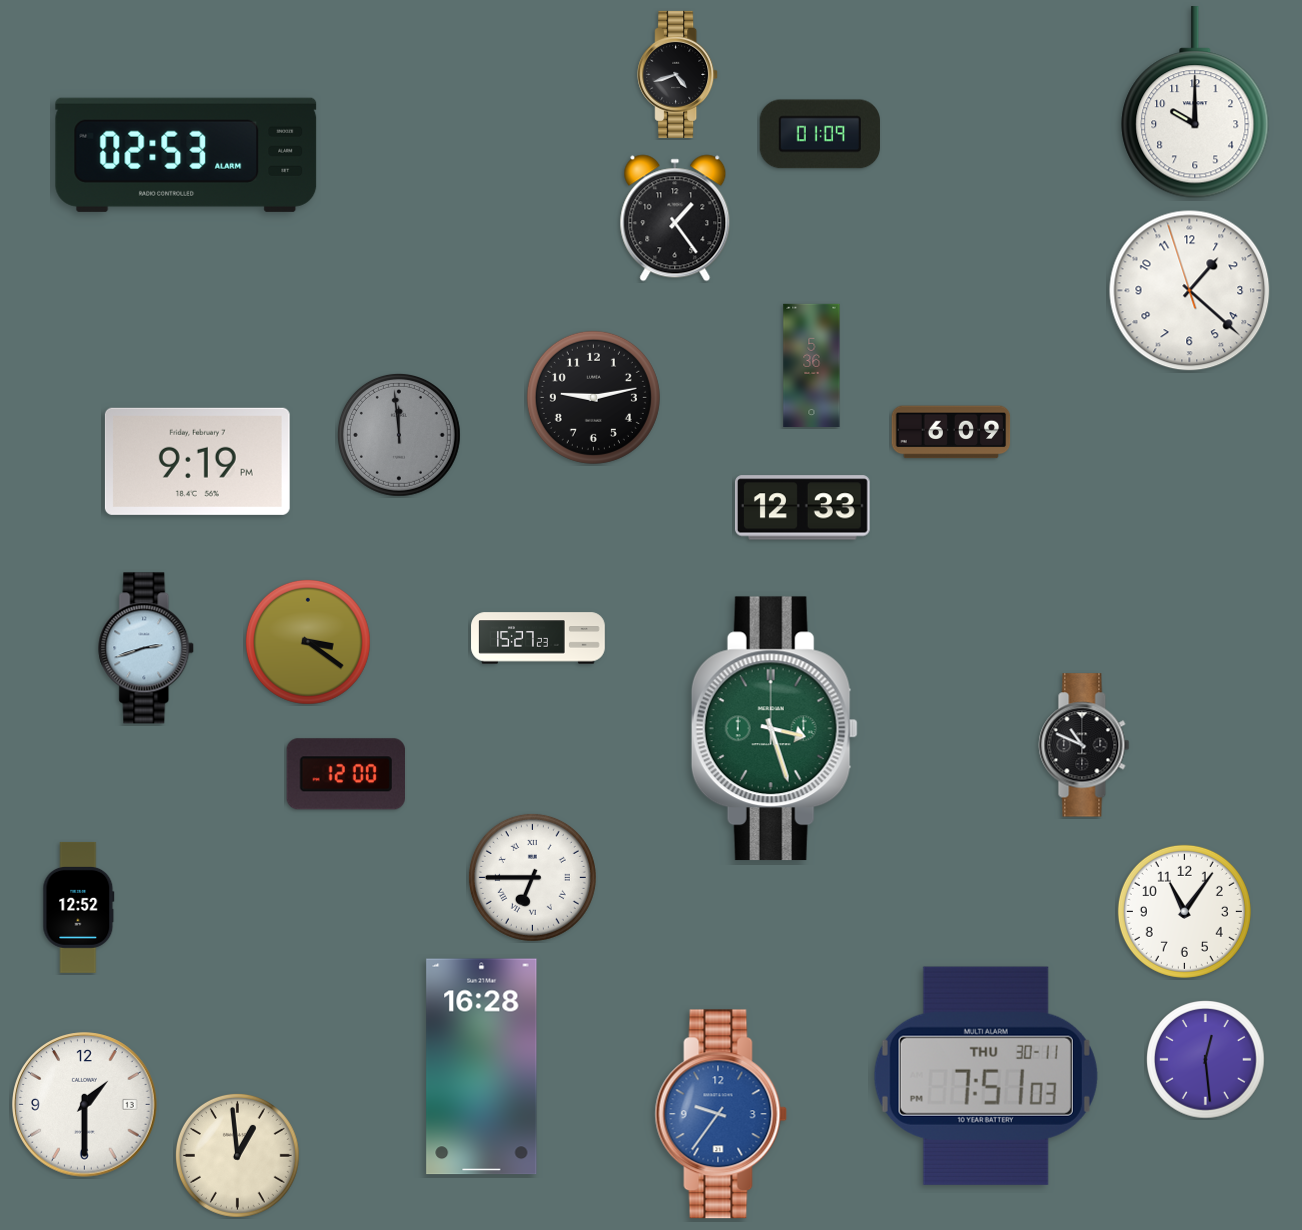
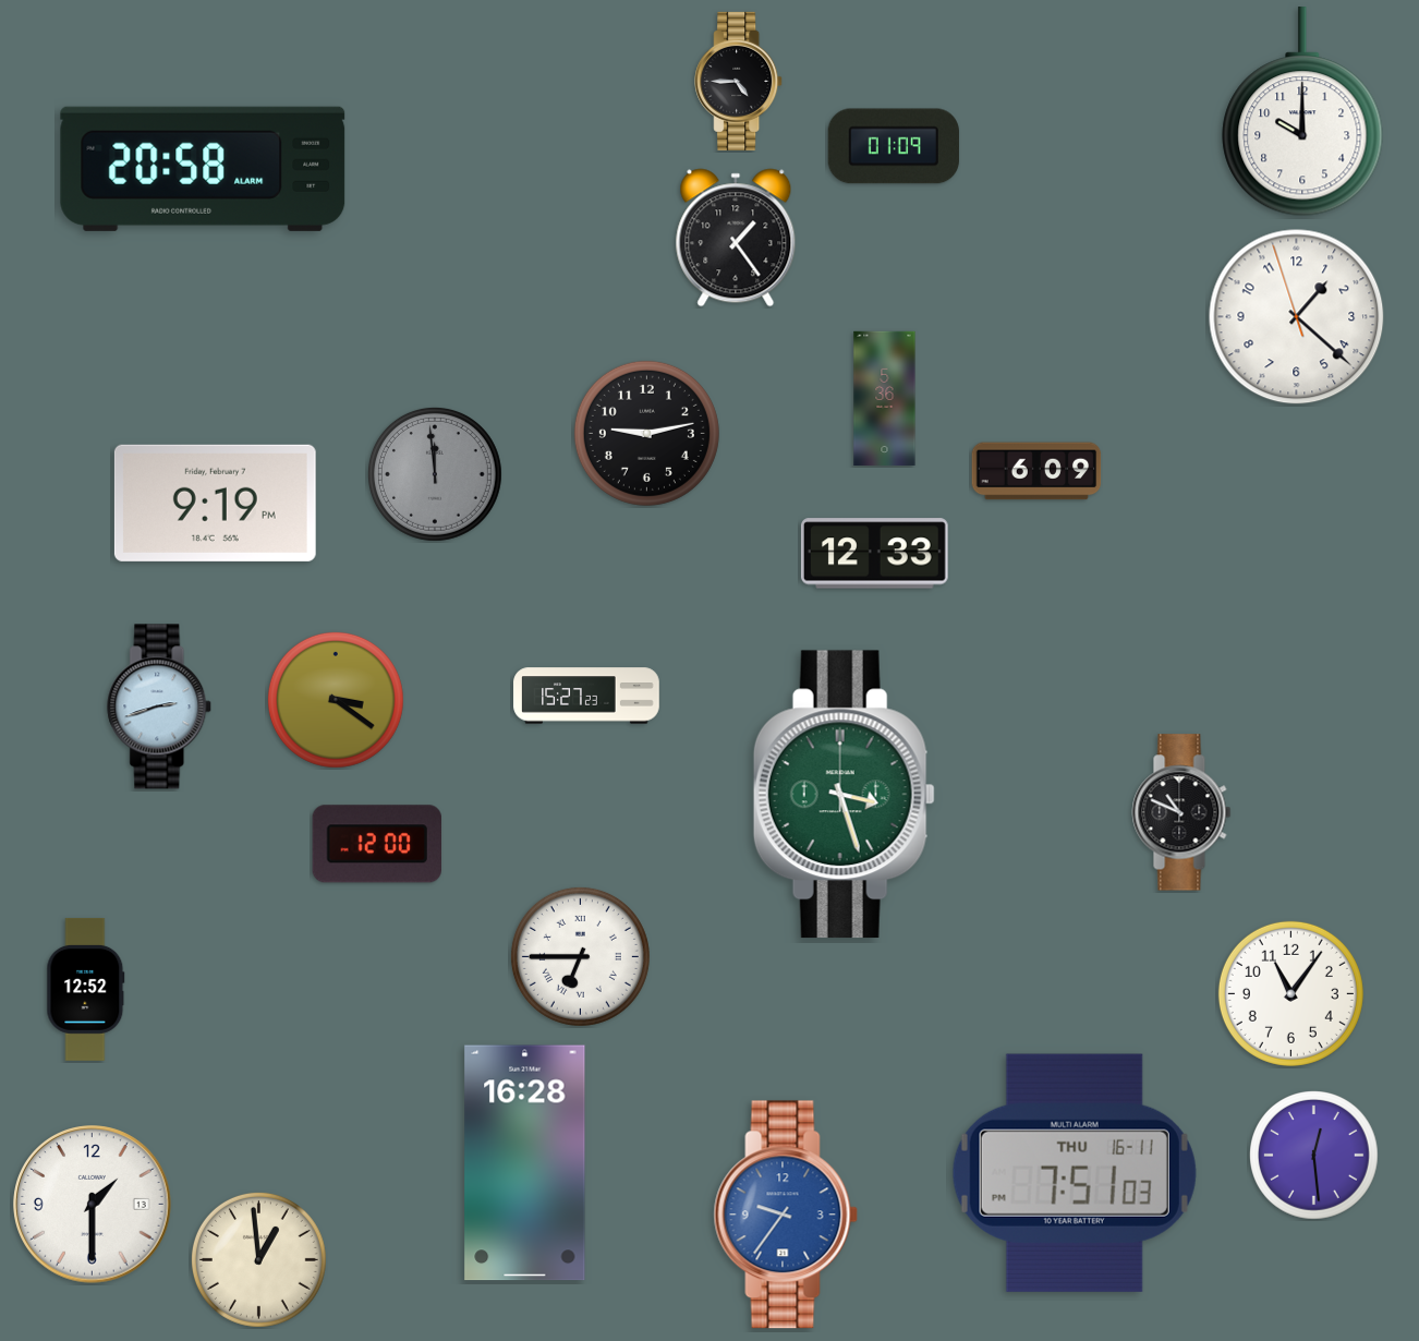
clock at (678, 74): 4:42 -> 4:45
clock at (186, 155): 02:53 -> 20:58
clock at (986, 1076) date: THU 30-11 -> THU 16-11
